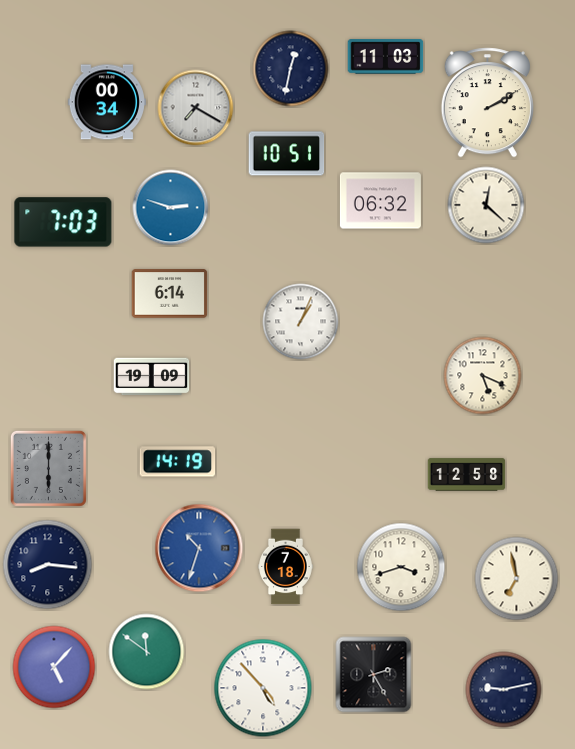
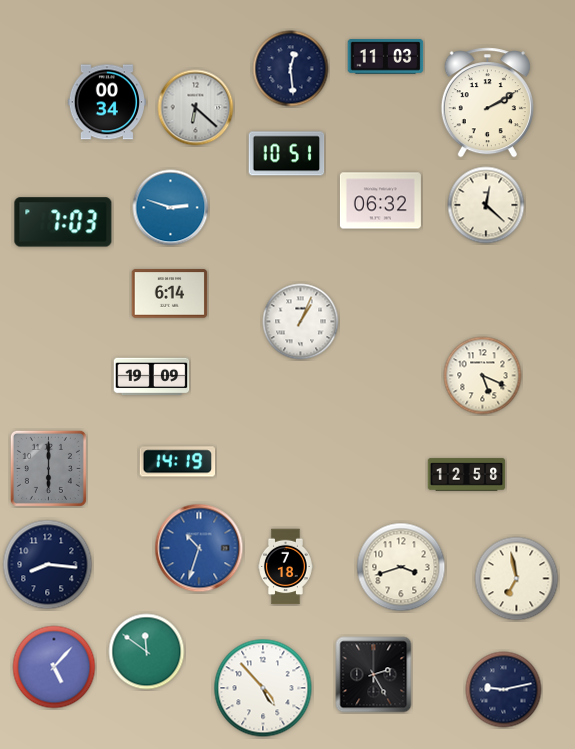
clock at (291, 69): 12:32 -> 12:29
clock at (196, 108): 7:20 -> 6:22
